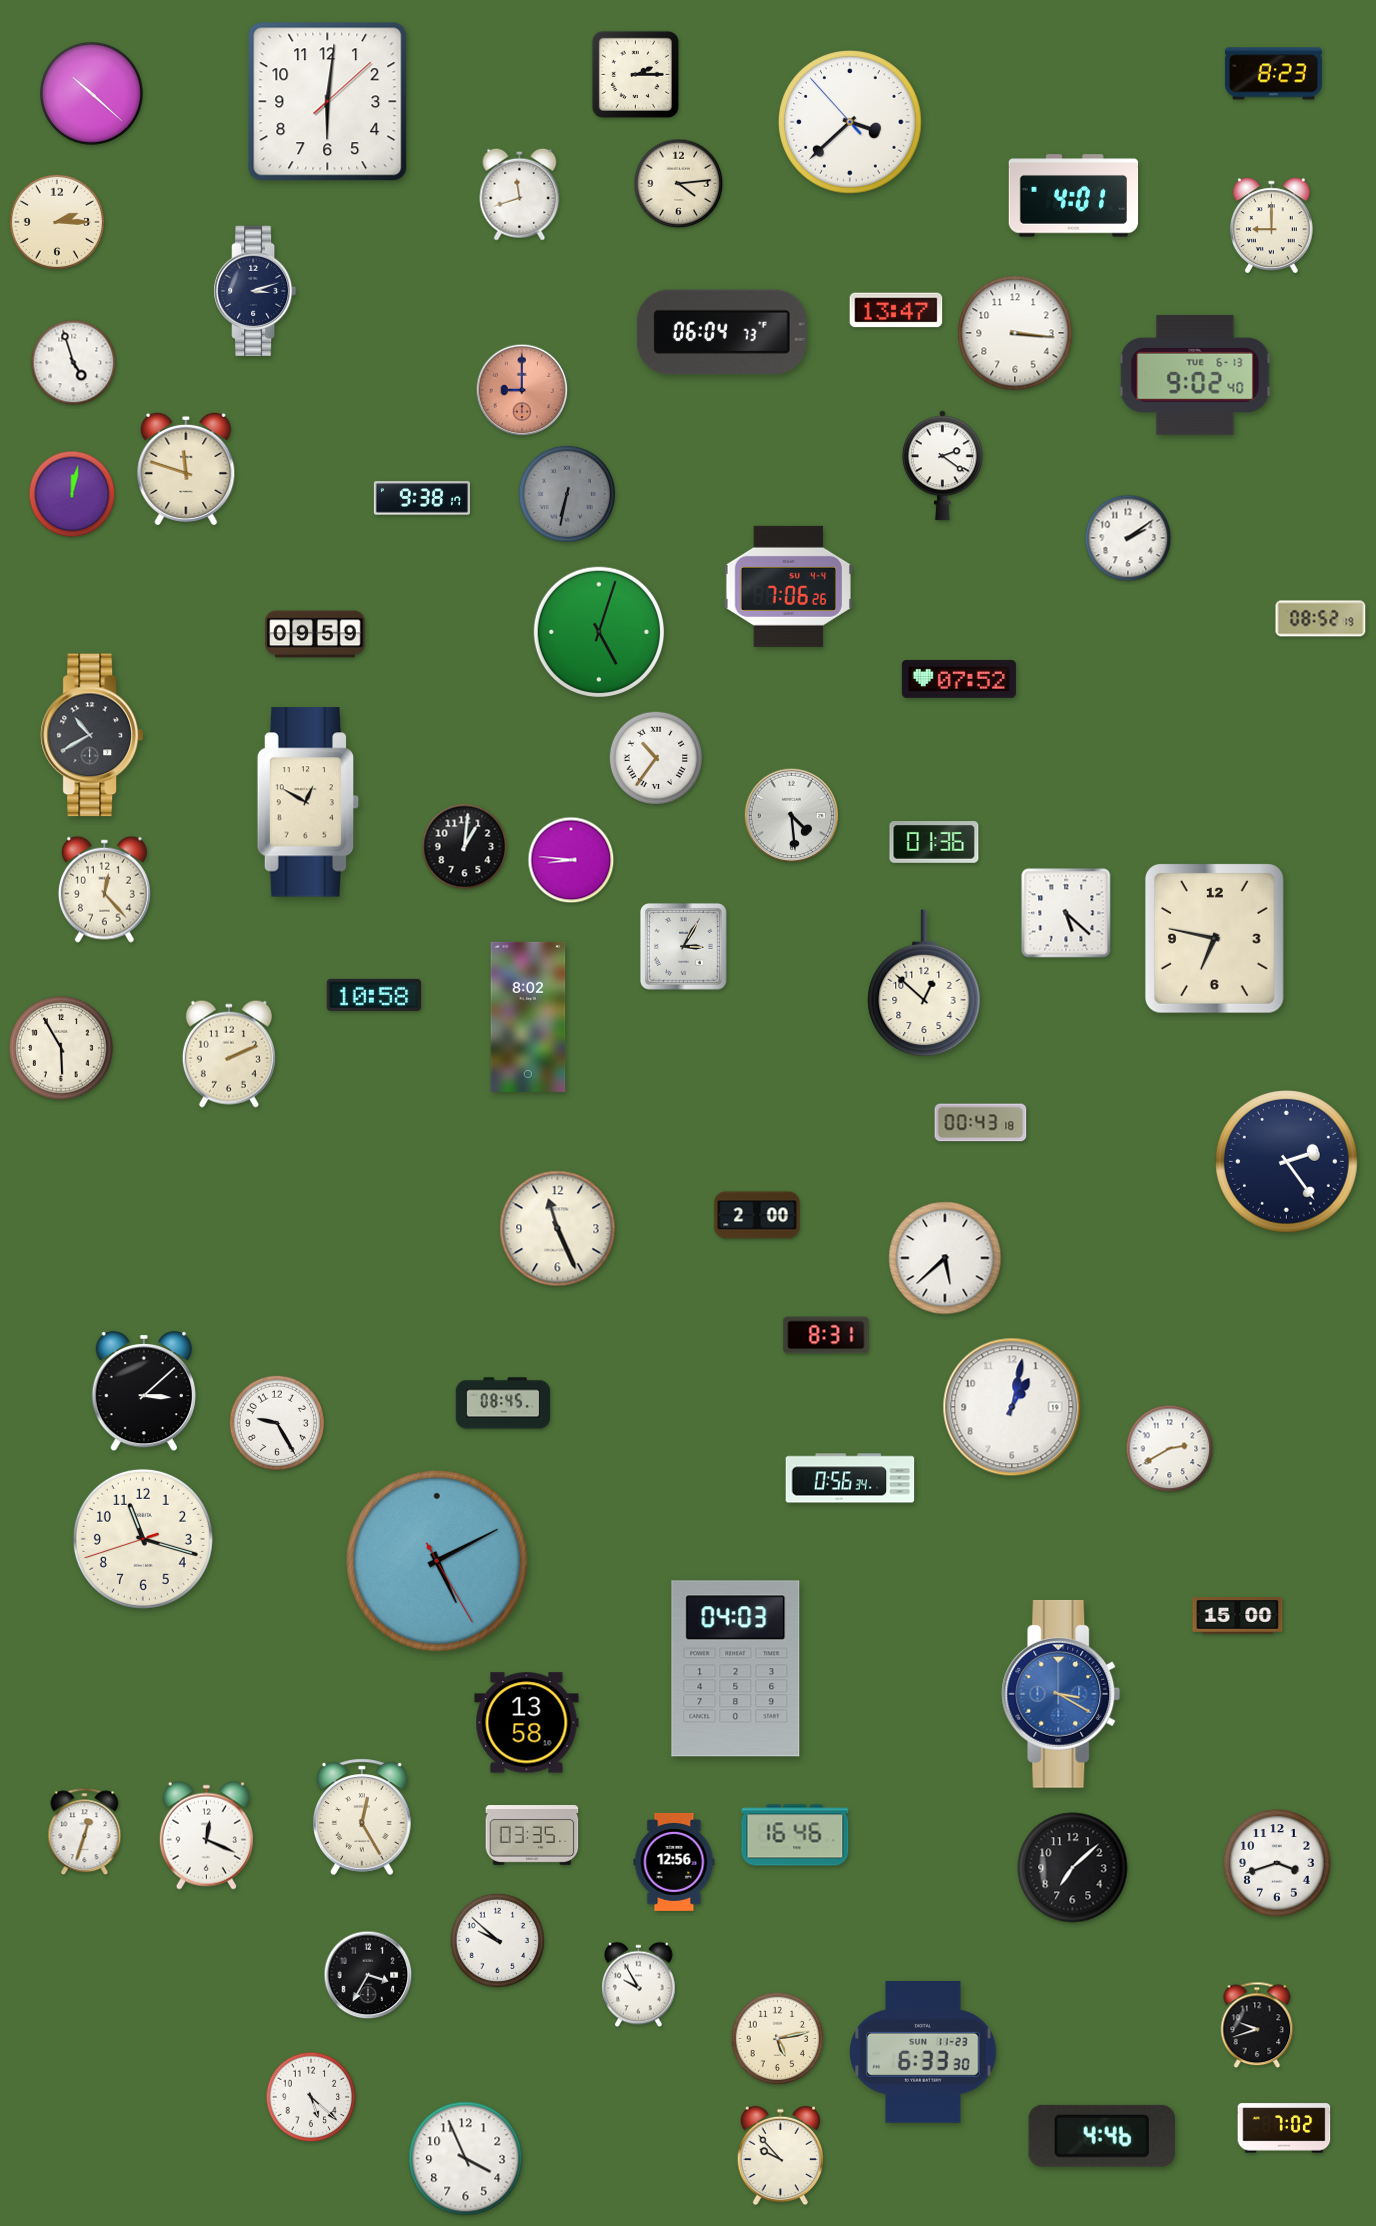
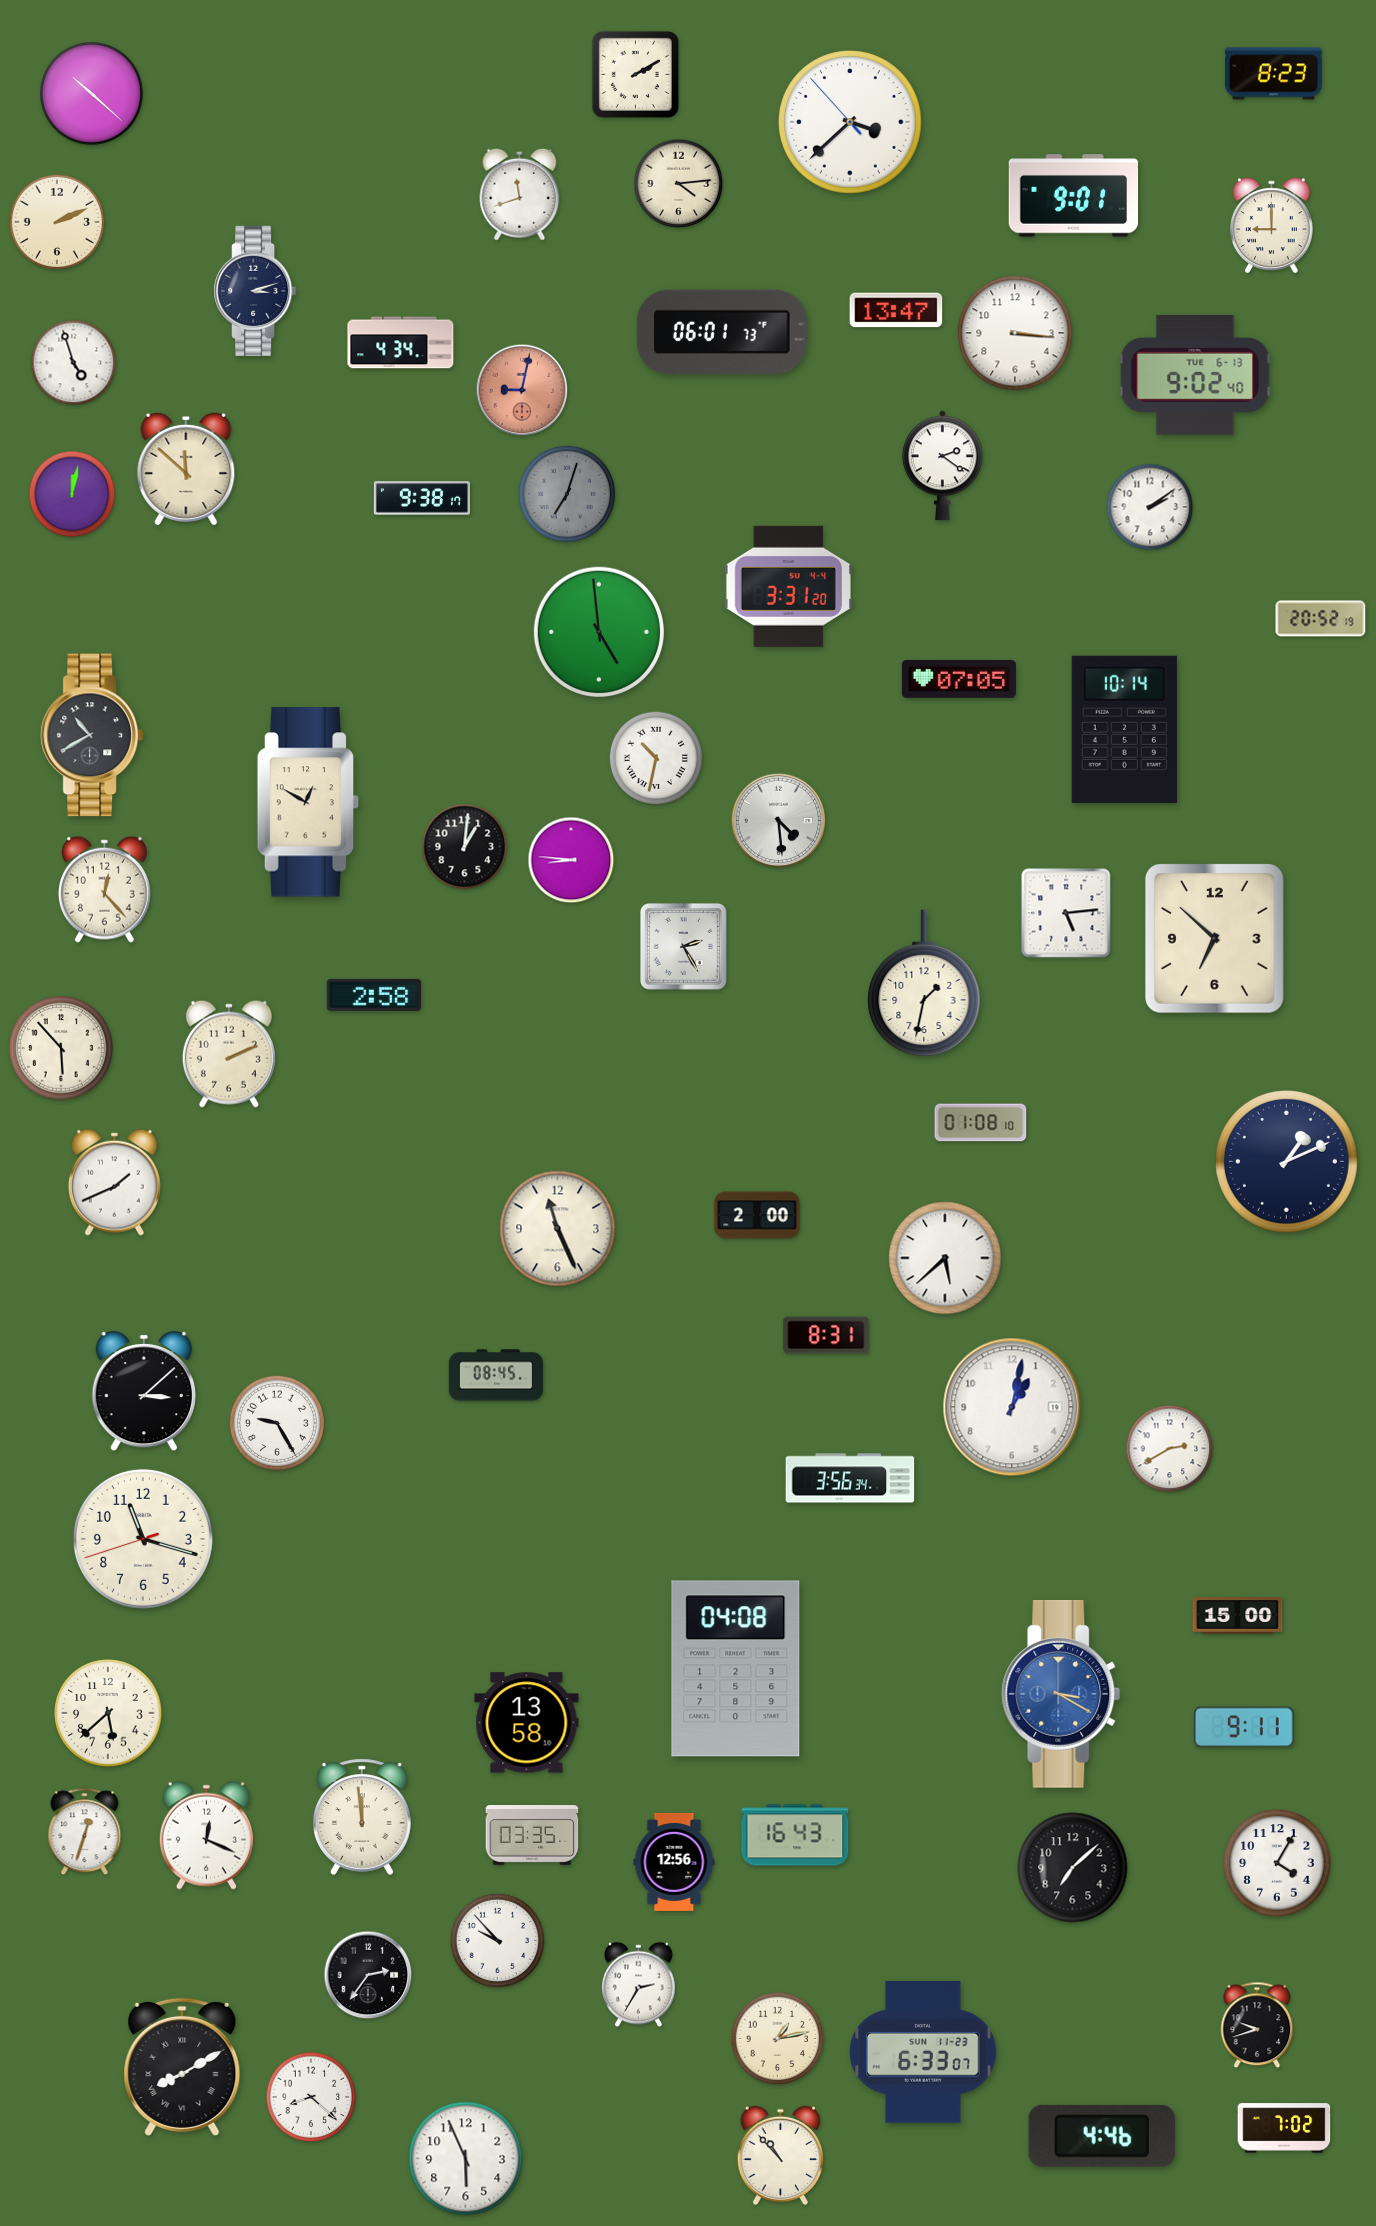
clock at (635, 74): 2:15 -> 2:10
clock at (328, 102): 6:01 -> none
clock at (1074, 196): 4:01 -> 9:01
clock at (57, 222): 2:15 -> 2:11
clock at (722, 332): 06:04 -> 06:01
clock at (401, 343): none -> 4:34
clock at (522, 390): 9:00 -> 9:02
clock at (186, 469): 11:48 -> 11:52
clock at (567, 494): 6:32 -> 7:03
clock at (1128, 538) position: (1128, 538) -> (1150, 507)
clock at (788, 586): 7:06 -> 3:31
clock at (1321, 619): 08:52 -> 20:52
clock at (599, 632): 5:03 -> 4:59
clock at (315, 634): 09:59 -> none
clock at (959, 679): 07:52 -> 07:05
clock at (1124, 729): none -> 10:14
clock at (656, 758): 10:36 -> 10:32
clock at (792, 816) position: (792, 816) -> (779, 821)
clock at (934, 842): 01:36 -> none
clock at (1066, 913): 5:22 -> 5:14
clock at (1214, 939): 6:47 -> 6:52
clock at (683, 946): 3:05 -> 2:25
clock at (924, 983): 12:52 -> 1:32
clock at (374, 995): 10:58 -> 2:58
clock at (528, 1017): 8:02 -> none
clock at (61, 1048): 5:55 -> 5:53
clock at (981, 1123): 00:43 -> 01:08
clock at (1287, 1162): 2:24 -> 1:11
clock at (114, 1182): none -> 1:41
clock at (503, 1403) position: (503, 1403) -> (496, 1375)
clock at (850, 1478): 0:56 -> 3:56
clock at (437, 1561): 5:10 -> none
clock at (736, 1669): 04:03 -> 04:08
clock at (108, 1713): none -> 5:38
clock at (1245, 1727): none -> 9:11
clock at (363, 1817): 12:25 -> 11:59
clock at (795, 1835): 16:46 -> 16:43
clock at (1277, 1863): 3:42 -> 4:05
clock at (497, 1940): 9:52 -> 9:53
clock at (368, 1975): 3:35 -> 2:36
clock at (639, 1985): 9:55 -> 2:35
clock at (778, 2039): 5:13 -> 1:13
clock at (923, 2052): 6:33:30 -> 6:33:07
clock at (182, 2067): none -> 8:10
clock at (311, 2097): 5:22 -> 8:22
clock at (780, 2156): 9:53 -> 10:53
clock at (466, 2159): 3:56 -> 5:56
